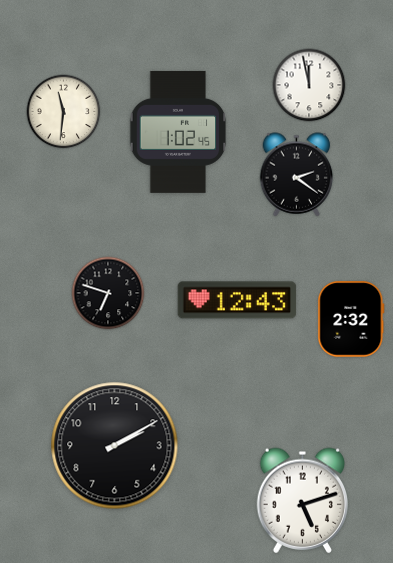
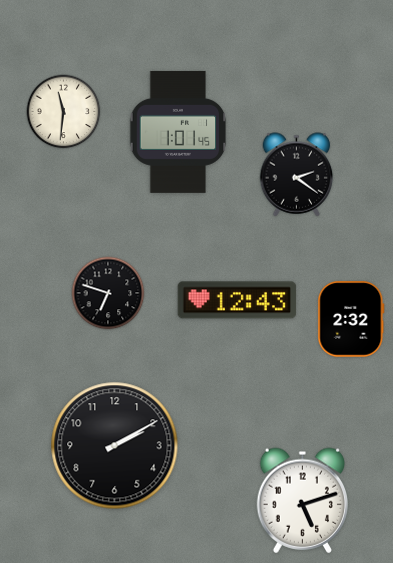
clock at (309, 85): 11:58 -> none
clock at (178, 132): 1:02 -> 1:01
